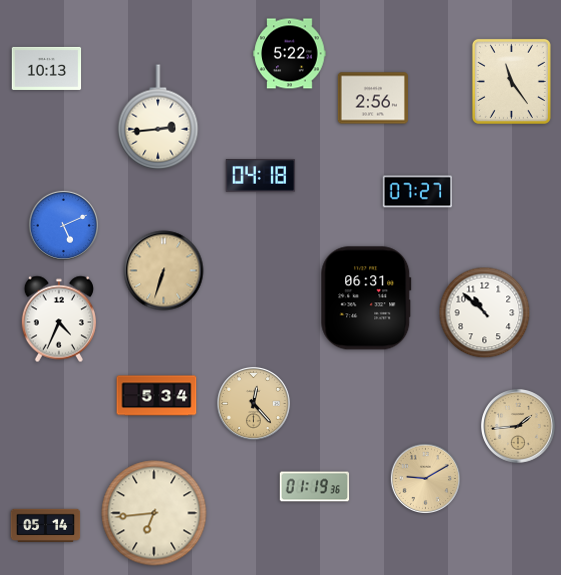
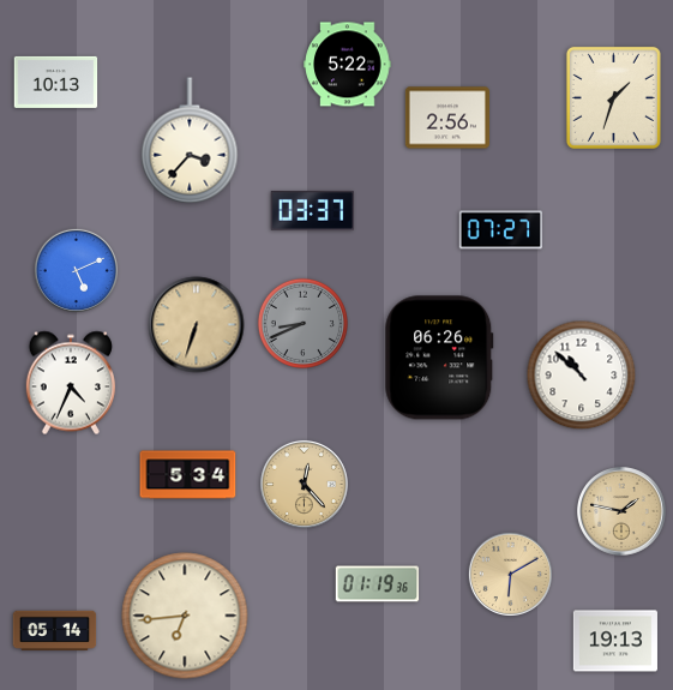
clock at (511, 81): 11:24 -> 1:33
clock at (158, 117): 2:44 -> 3:37
clock at (261, 176): 04:18 -> 03:37
clock at (302, 323): none -> 8:41
clock at (366, 298): 06:31 -> 06:26
clock at (519, 427): 1:44 -> 1:47
clock at (425, 478): 9:10 -> 6:10
clock at (615, 641): none -> 19:13
